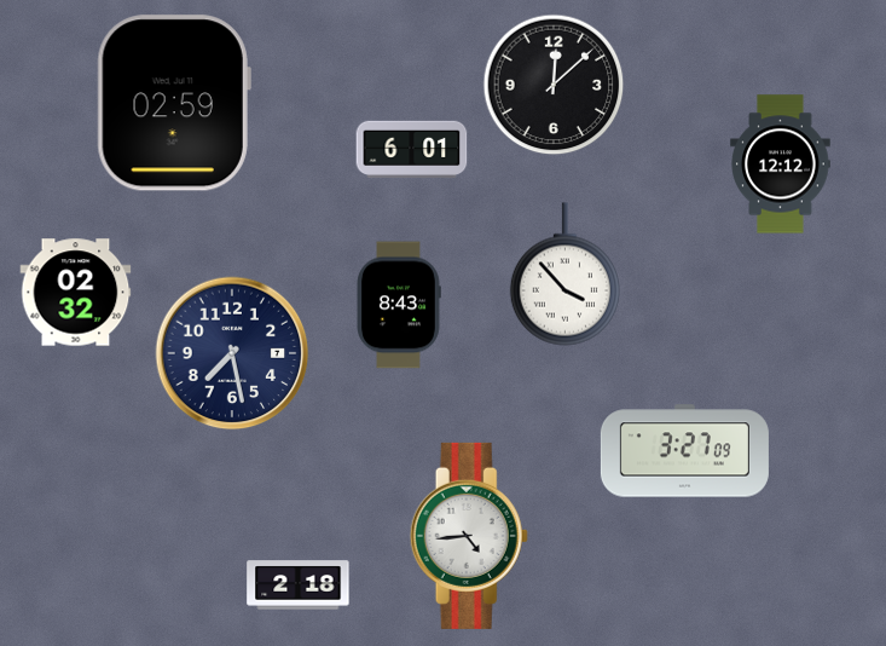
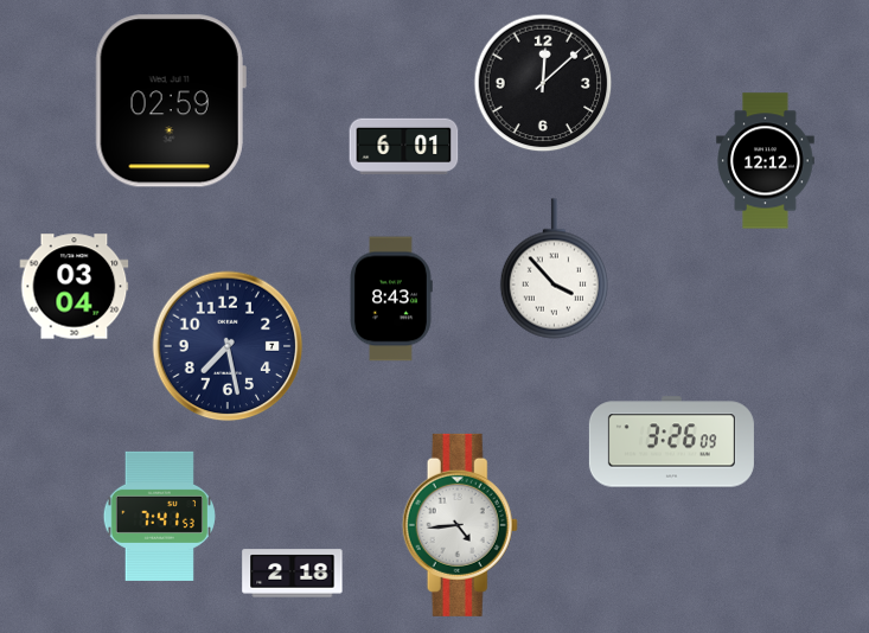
clock at (76, 293): 02:32 -> 03:04
clock at (684, 451): 3:27 -> 3:26
clock at (159, 516): none -> 7:41
